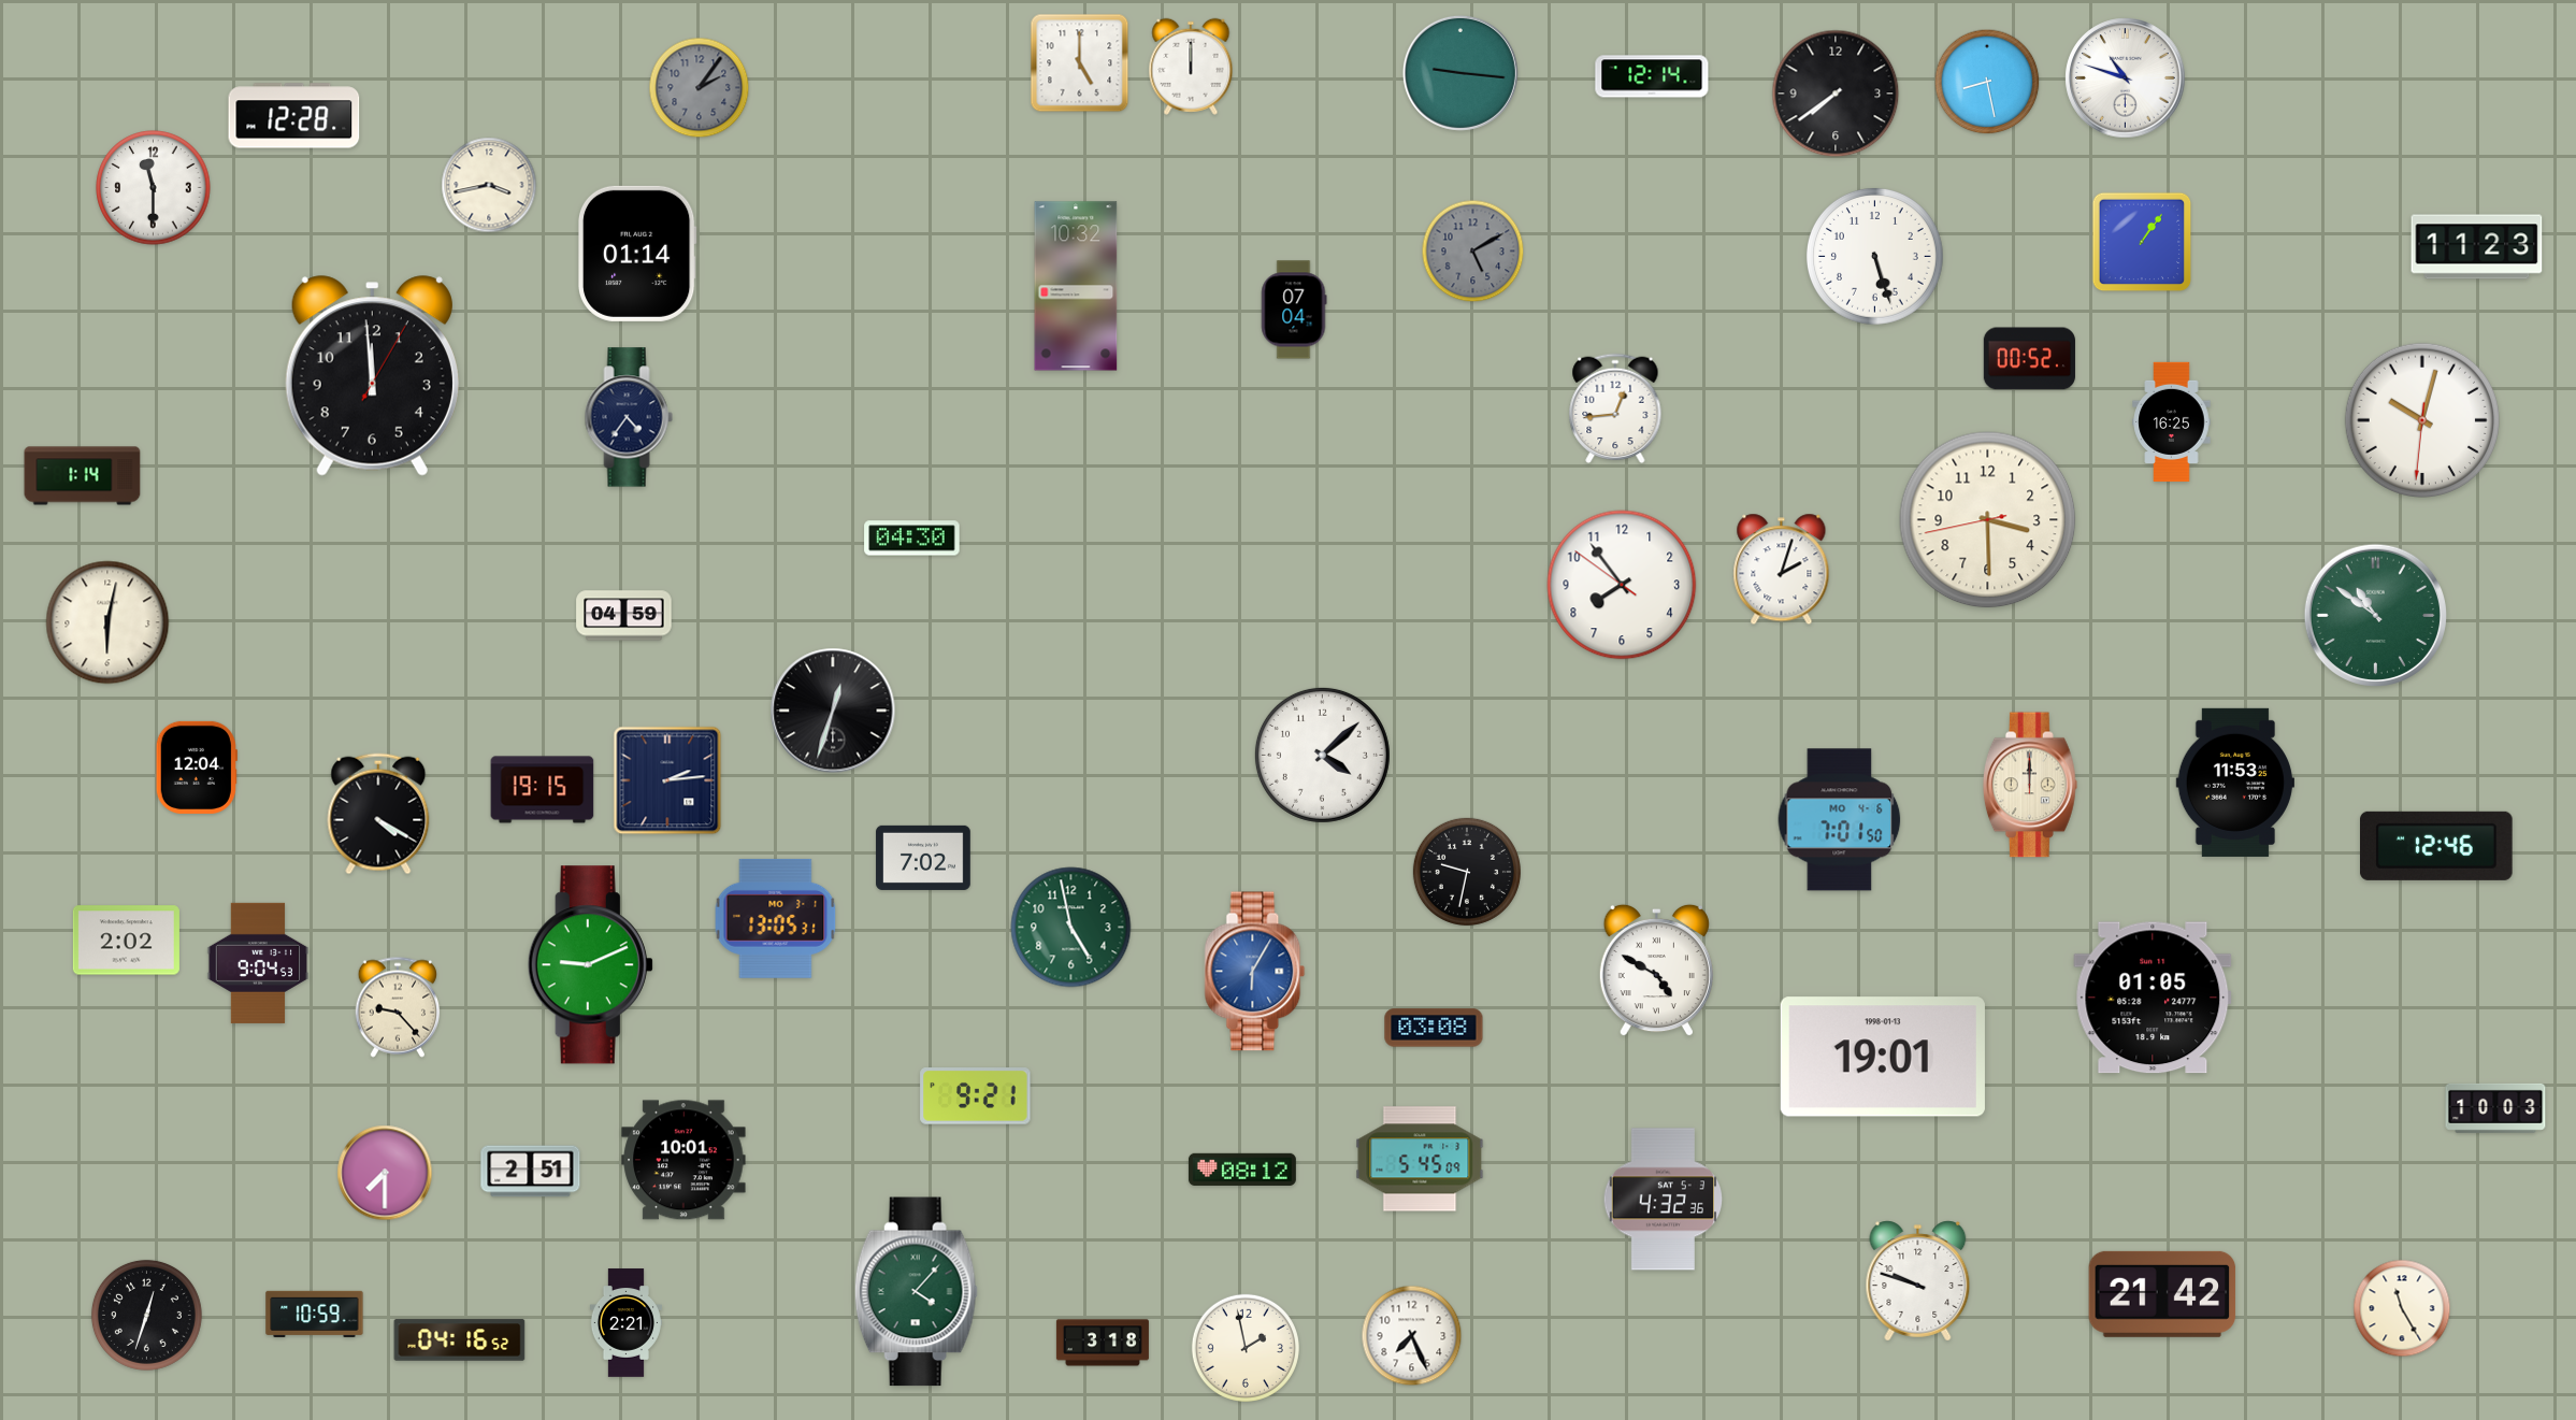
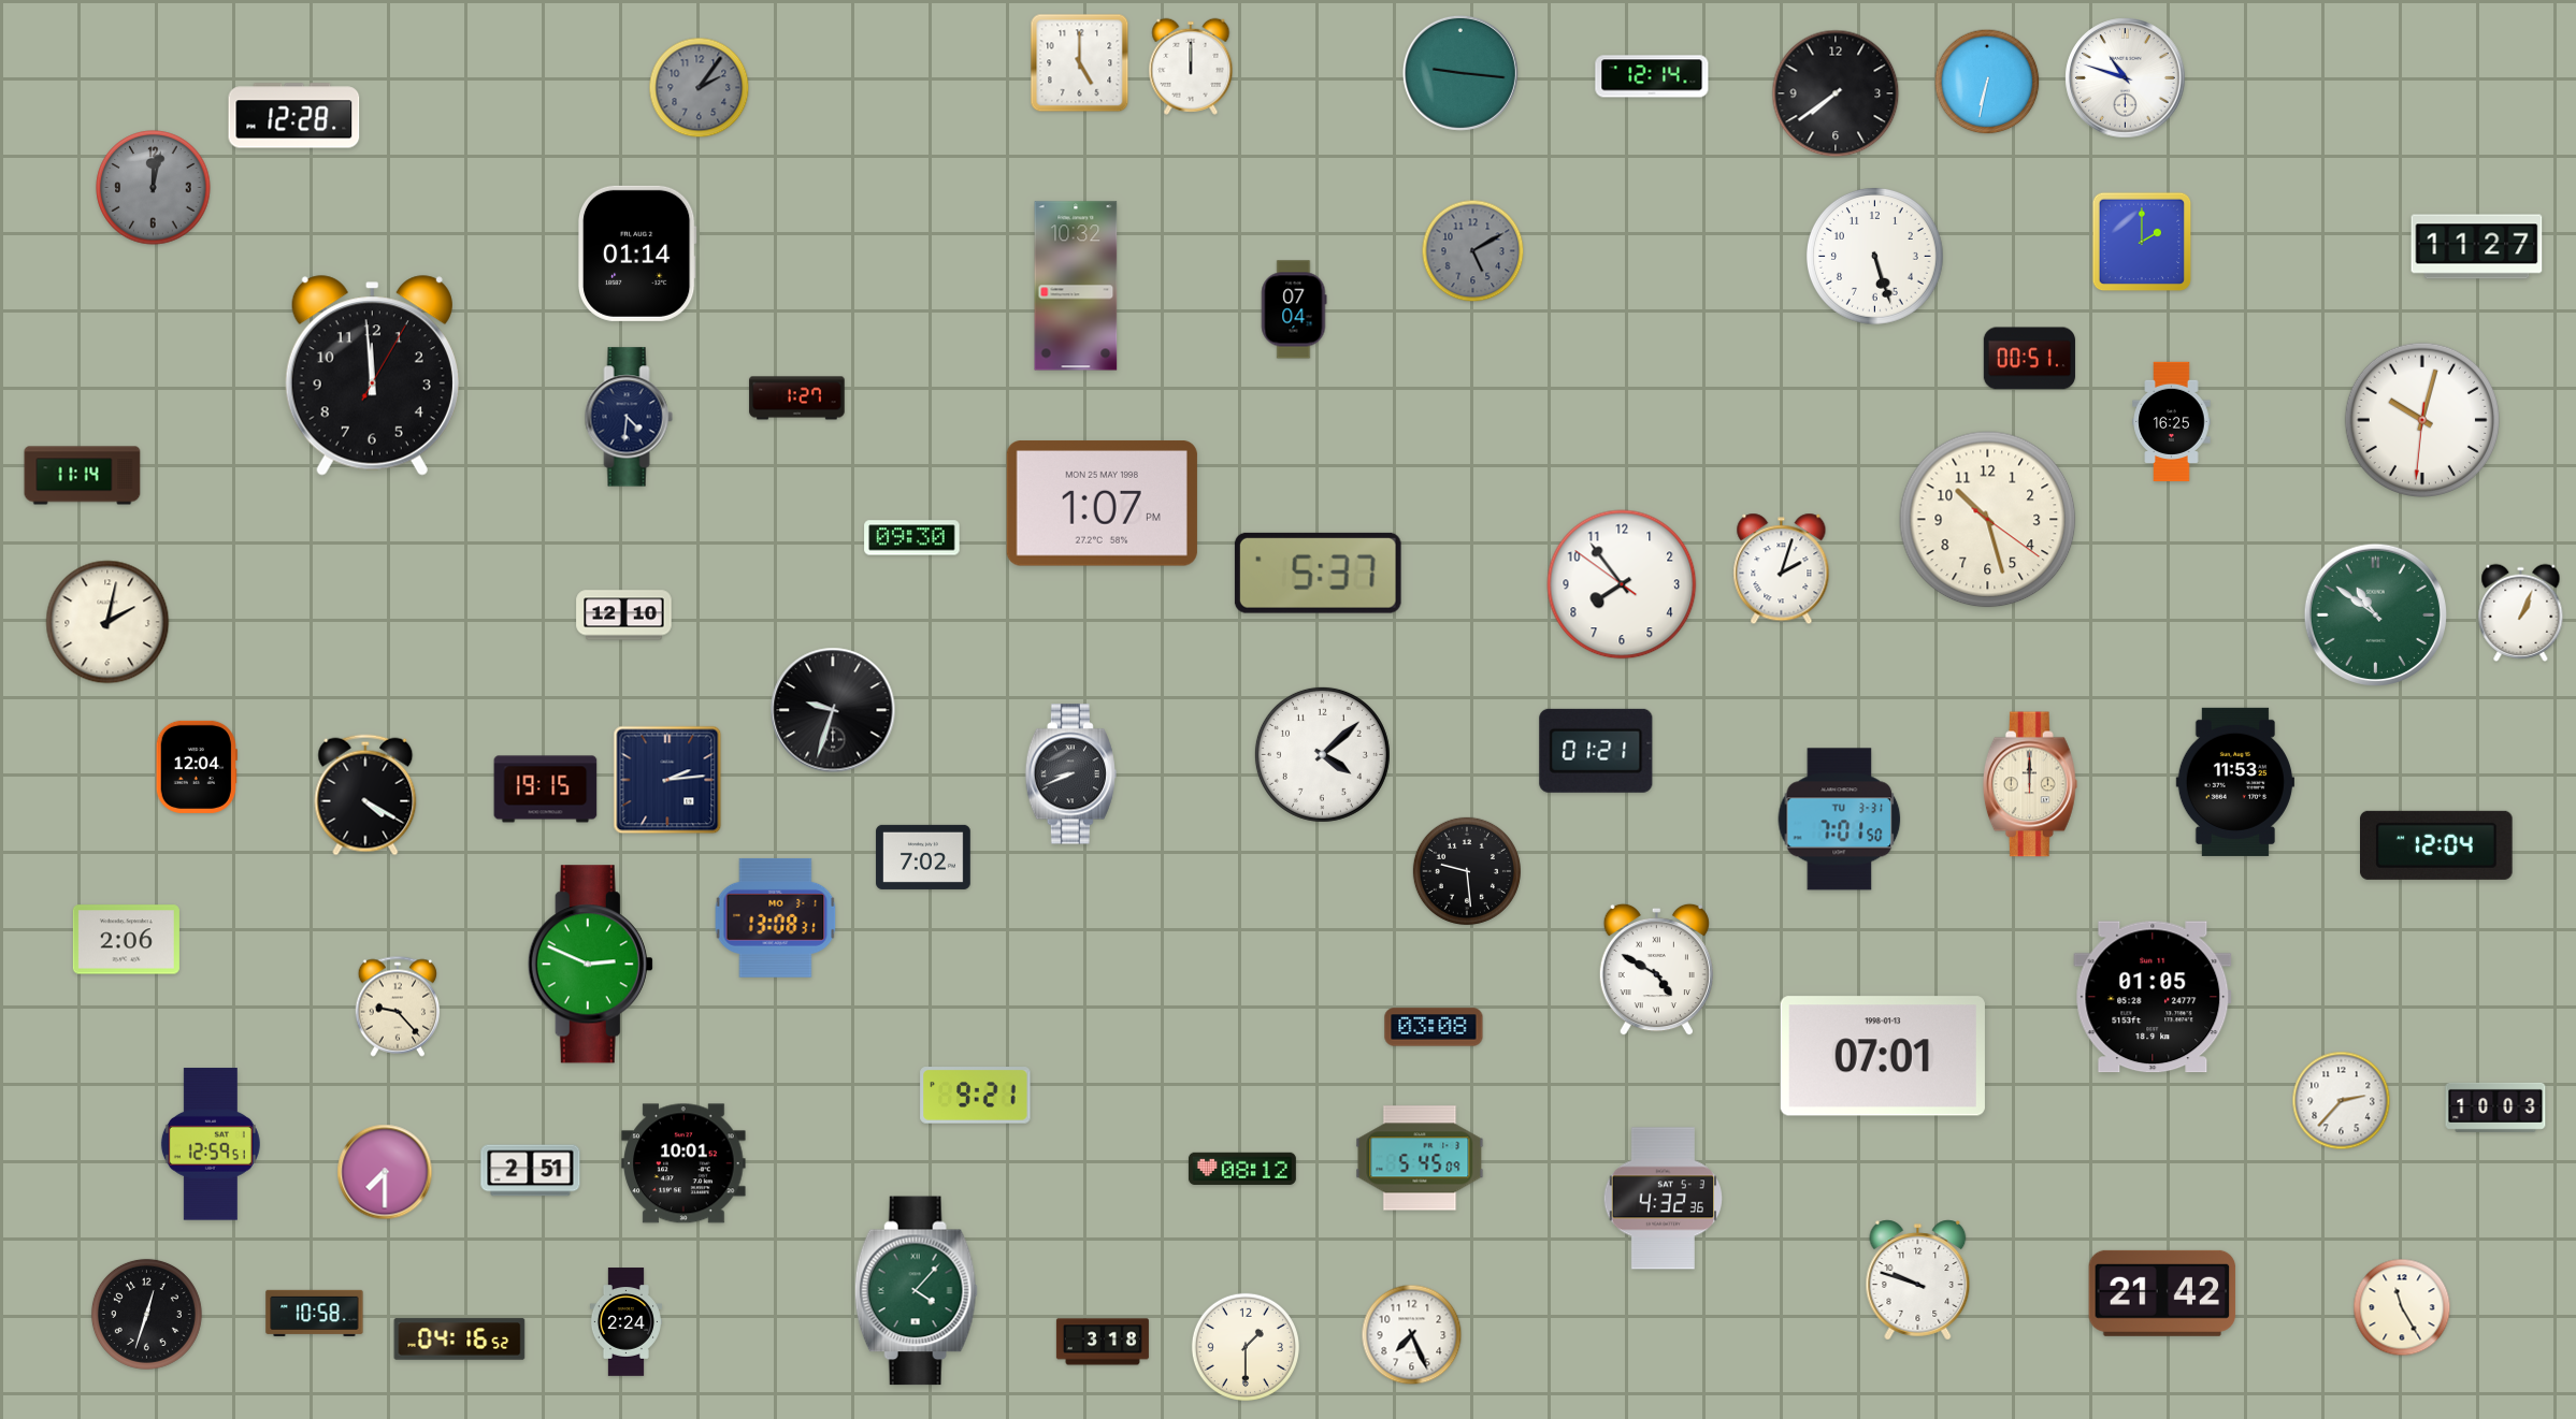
clock at (1987, 82): 8:28 -> 6:32
clock at (489, 185): 3:43 -> none
clock at (154, 188): 11:30 -> 12:02
clock at (154, 188) dial: white -> grey
clock at (2142, 242): 1:06 -> 2:00
clock at (2477, 247): 11:23 -> 11:27
clock at (2029, 359): 00:52 -> 00:51
clock at (797, 399): none -> 1:27
clock at (1615, 408): 12:44 -> none
clock at (629, 417): 4:36 -> 4:31
clock at (83, 476): 1:14 -> 11:14
clock at (1102, 504): none -> 1:07
clock at (1988, 520): 3:29 -> 10:27
clock at (912, 539): 04:30 -> 09:30
clock at (1318, 573): none -> 5:37
clock at (2521, 612): none -> 1:04
clock at (624, 616): 04:59 -> 12:10
clock at (107, 622): 6:02 -> 2:02
clock at (833, 711): 12:33 -> 9:33
clock at (1596, 751): none -> 01:21
clock at (1070, 774): none -> 8:41
clock at (543, 790) position: (543, 790) -> (546, 790)
clock at (378, 814) position: (378, 814) -> (365, 795)
clock at (1840, 820) date: MO 4-6 -> TU 3-31
clock at (2437, 846): 12:46 -> 12:04
clock at (1467, 872): 9:32 -> 9:29
clock at (776, 918): 13:05 -> 13:08
clock at (1071, 928): 4:58 -> none
clock at (126, 941): 2:02 -> 2:06
clock at (258, 963): 9:04 -> none
clock at (590, 965): 9:11 -> 2:49
clock at (1255, 972): 6:05 -> none
clock at (1883, 1057): 19:01 -> 07:01
clock at (2342, 1101): none -> 2:37
clock at (211, 1144): none -> 12:59
clock at (683, 1160) position: (683, 1160) -> (683, 1163)
clock at (315, 1314): 10:59 -> 10:58
clock at (625, 1323): 2:21 -> 2:24
clock at (1246, 1348): 1:58 -> 1:30
